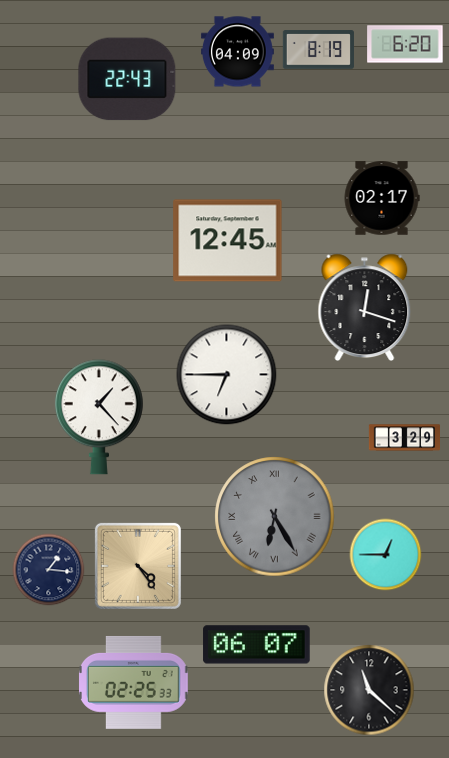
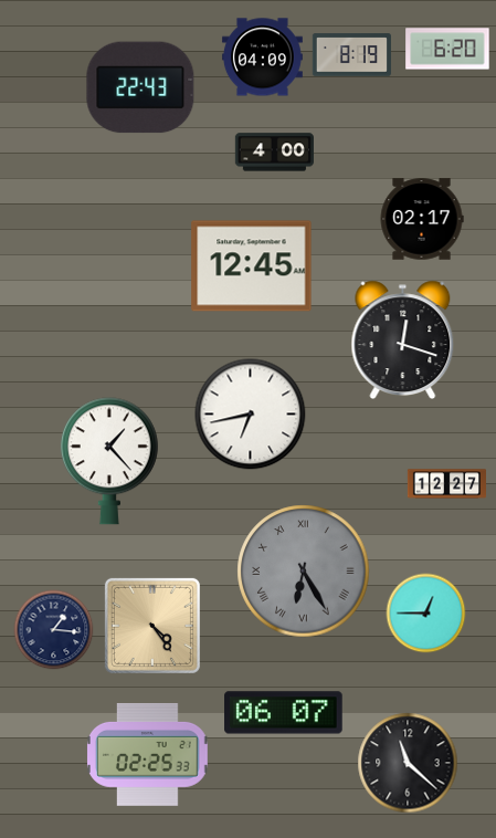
clock at (274, 153): none -> 4:00
clock at (227, 375): 6:45 -> 6:43
clock at (404, 438): 3:29 -> 12:27
